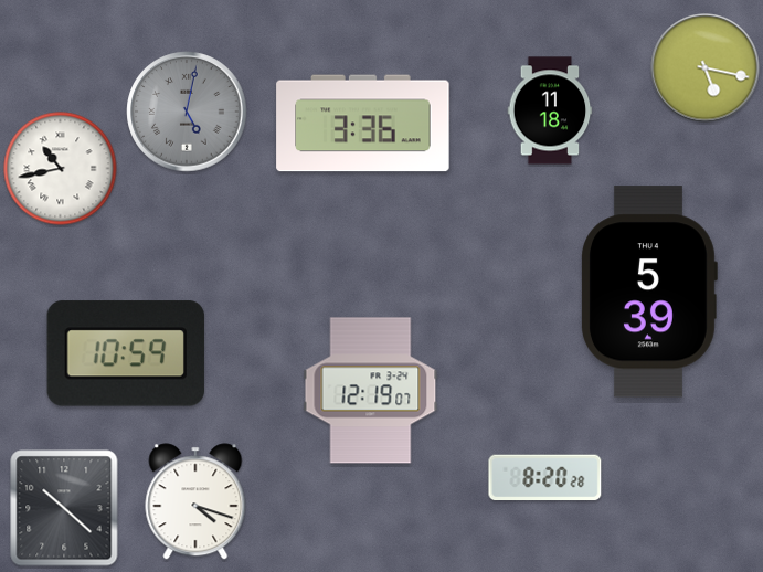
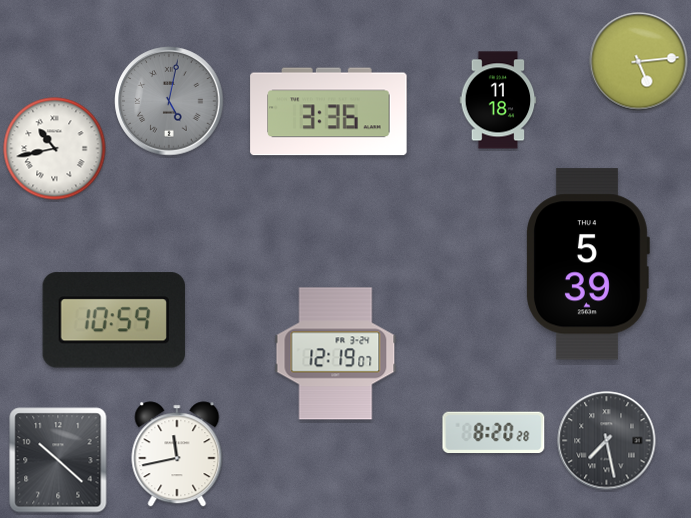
clock at (706, 68): 5:17 -> 5:14
clock at (61, 169) position: (61, 169) -> (55, 149)
clock at (607, 441): none -> 7:28
clock at (195, 501): 4:18 -> 11:43
